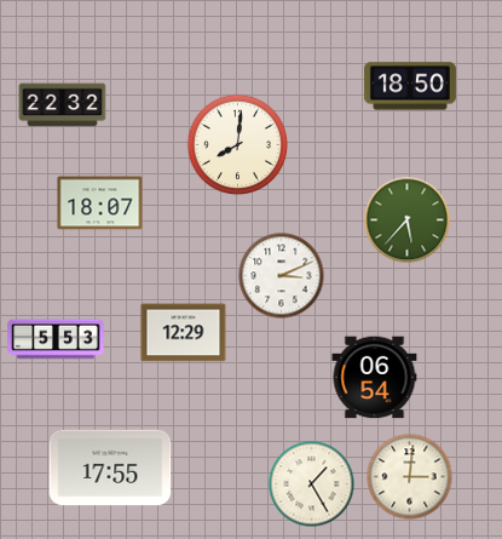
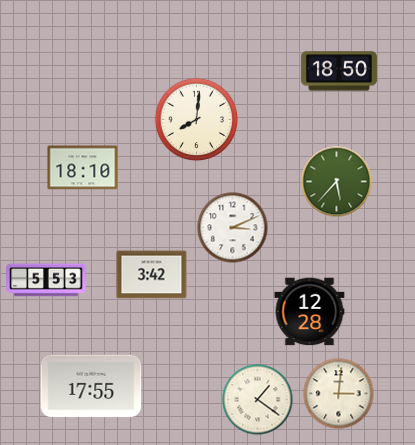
clock at (63, 105): 22:32 -> none
clock at (100, 203): 18:07 -> 18:10
clock at (184, 333): 12:29 -> 3:42
clock at (375, 378): 06:54 -> 12:28
clock at (312, 484): 1:25 -> 1:21
